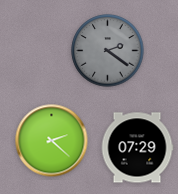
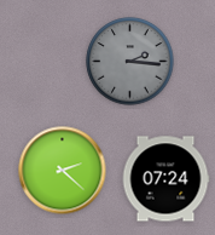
clock at (108, 51): 2:21 -> 2:16
clock at (137, 148): 07:29 -> 07:24
